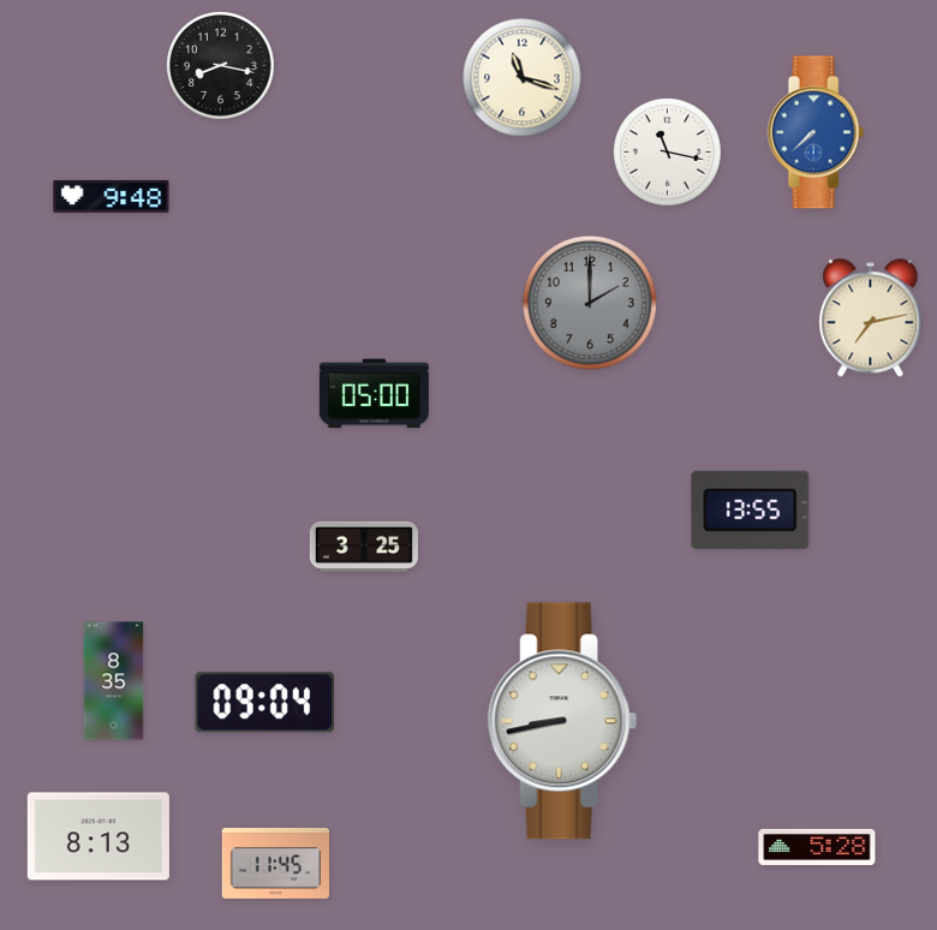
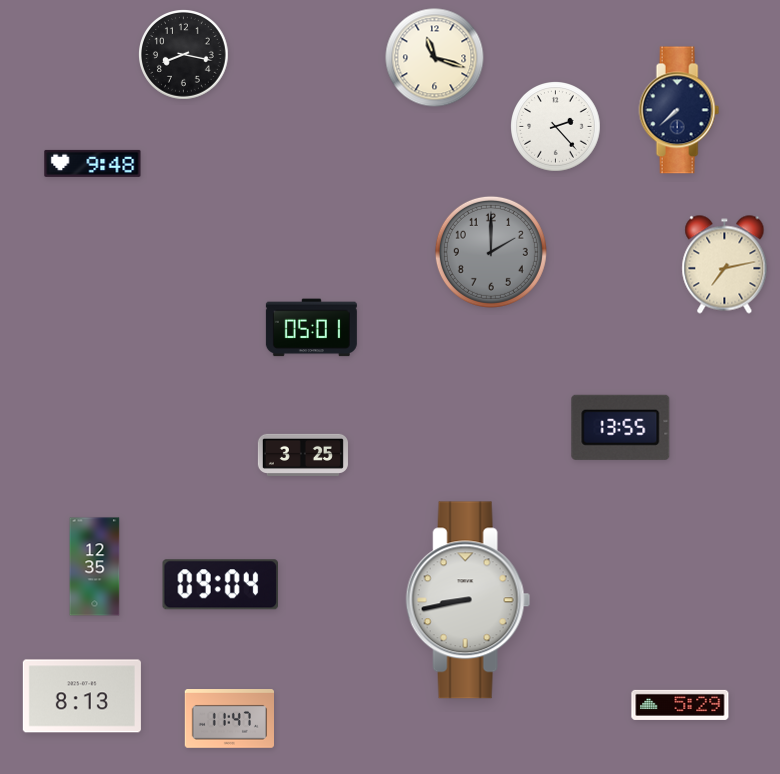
clock at (523, 78) position: (523, 78) -> (435, 58)
clock at (816, 132) dial: blue -> navy
clock at (668, 153): 11:17 -> 2:23
clock at (374, 394): 05:00 -> 05:01
clock at (751, 509) position: (751, 509) -> (621, 427)
clock at (114, 681): 8:35 -> 12:35
clock at (817, 847): 5:28 -> 5:29
clock at (275, 864): 11:45 -> 11:47
